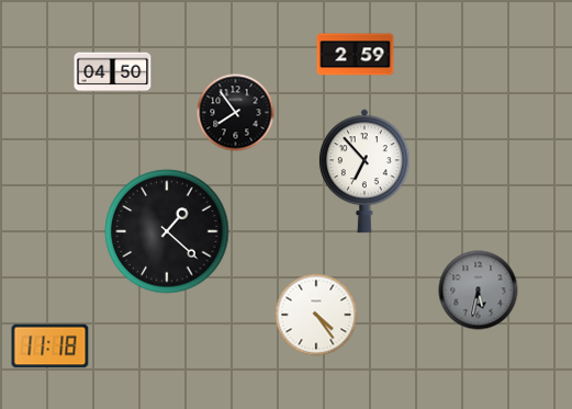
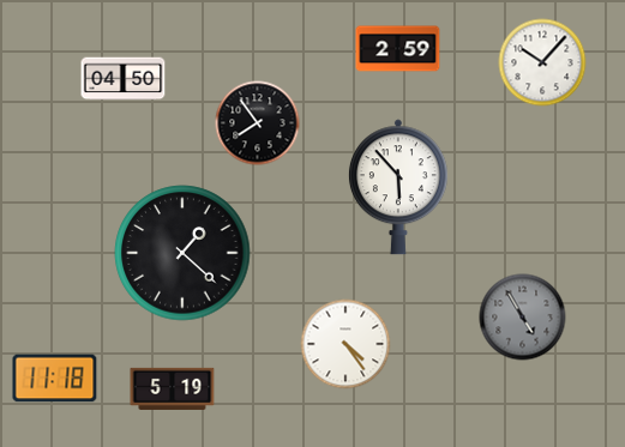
clock at (356, 55) position: (356, 55) -> (398, 49)
clock at (542, 62): none -> 10:07
clock at (364, 171): 6:53 -> 5:53
clock at (479, 291): 5:32 -> 4:55
clock at (173, 388): none -> 5:19
